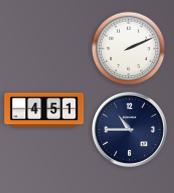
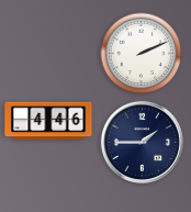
clock at (44, 110): 4:51 -> 4:46
clock at (129, 129): 10:45 -> 1:45
